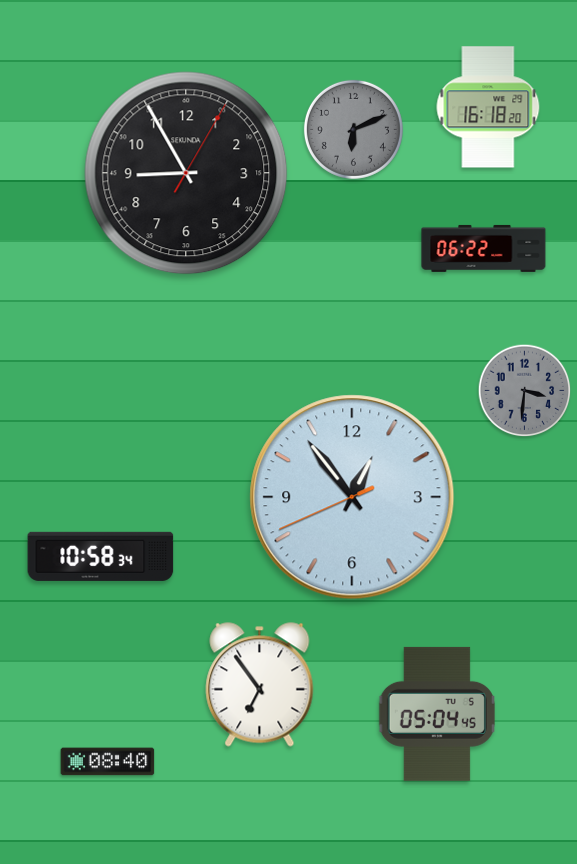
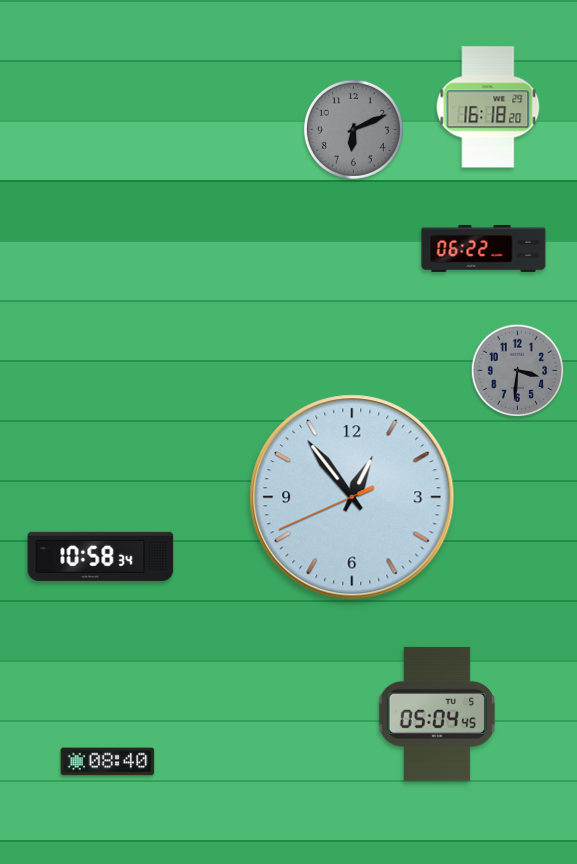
clock at (186, 173): 8:55 -> none
clock at (525, 391) position: (525, 391) -> (518, 371)
clock at (260, 685): 6:54 -> none
